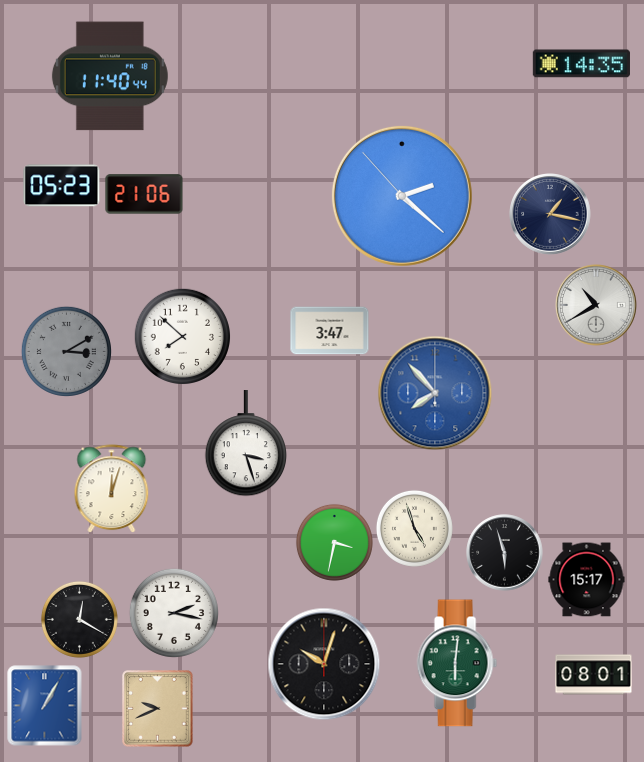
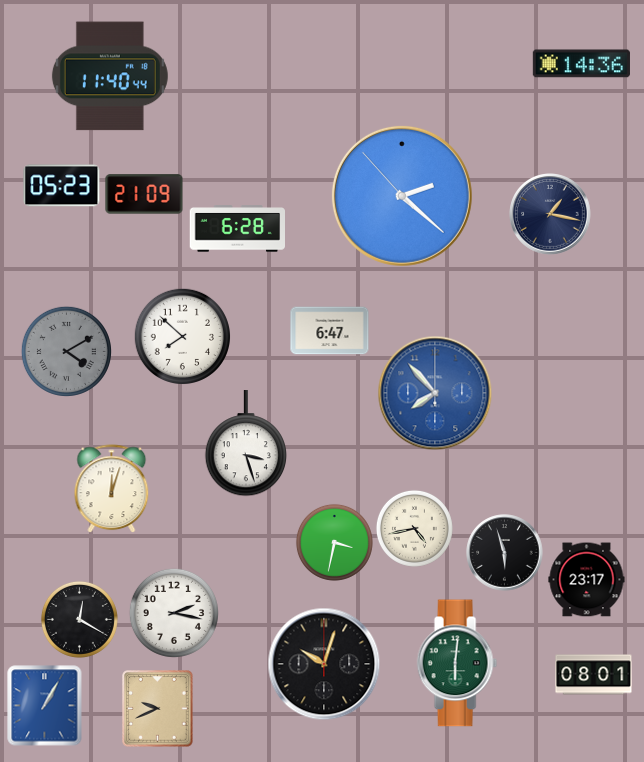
clock at (581, 64): 14:35 -> 14:36
clock at (144, 194): 21:06 -> 21:09
clock at (238, 229): none -> 6:28
clock at (597, 306): 10:40 -> none
clock at (330, 331): 3:47 -> 6:47
clock at (66, 351): 3:10 -> 4:10
clock at (414, 528): 4:57 -> 4:43
clock at (587, 580): 15:17 -> 23:17
